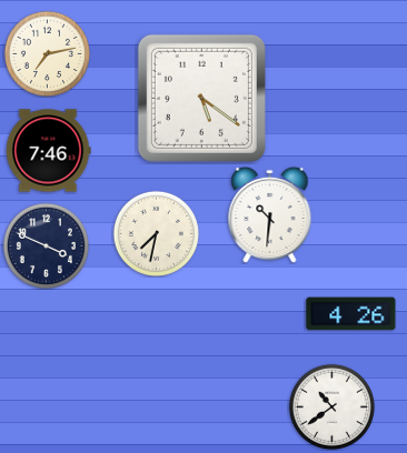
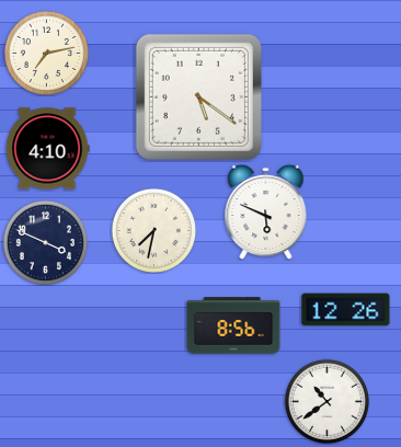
clock at (48, 151): 7:46 -> 4:10
clock at (270, 214): 10:31 -> 5:49
clock at (351, 314): 4:26 -> 12:26
clock at (233, 325): none -> 8:56
